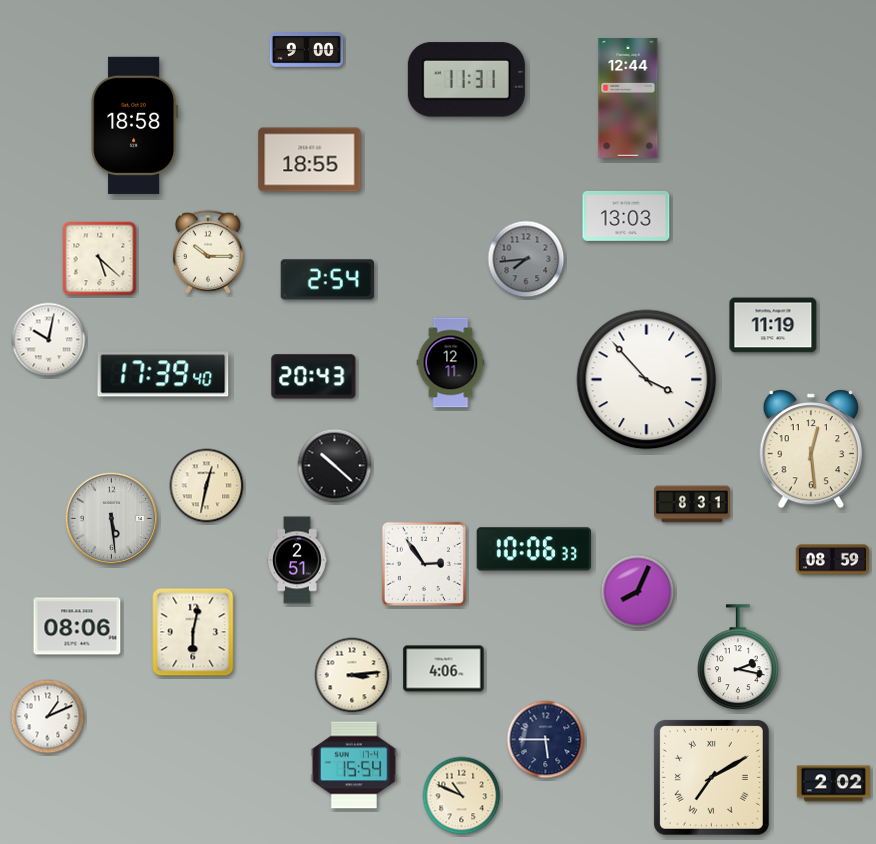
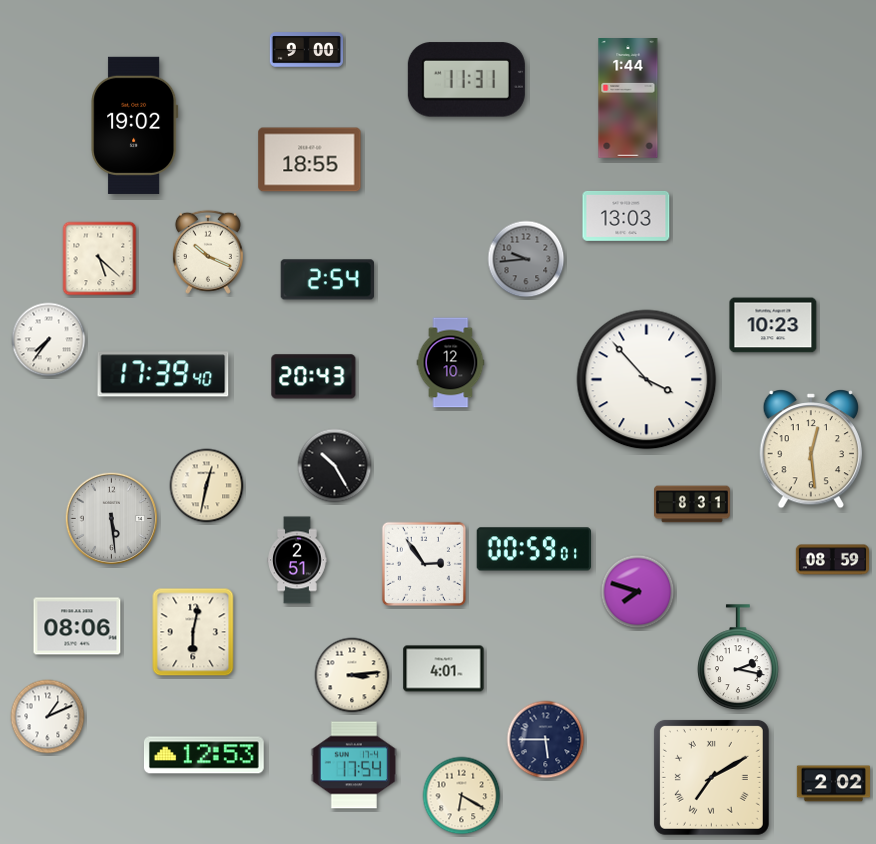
clock at (628, 99): 12:44 -> 1:44
clock at (135, 125): 18:58 -> 19:02
clock at (208, 252): 10:15 -> 10:19
clock at (526, 259): 7:44 -> 9:44
clock at (773, 325): 11:19 -> 10:23
clock at (49, 340): 10:02 -> 7:36
clock at (451, 363): 12:11 -> 12:10
clock at (335, 466): 10:22 -> 10:25
clock at (534, 549): 10:06 -> 00:59
clock at (638, 592): 8:04 -> 7:48
clock at (444, 669): 4:06 -> 4:01
clock at (204, 755): none -> 12:53
clock at (353, 765): 15:54 -> 17:54
clock at (462, 796): 10:49 -> 6:20
